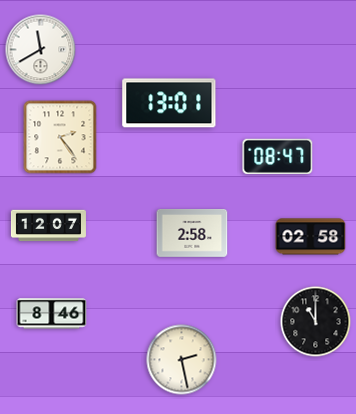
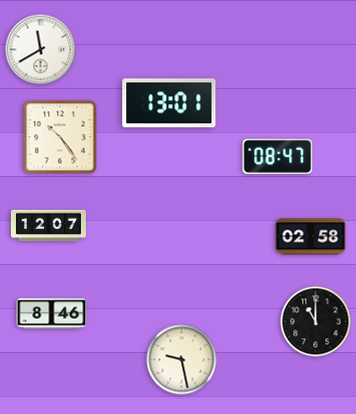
clock at (60, 137): 2:24 -> 10:24
clock at (192, 234): 2:58 -> none
clock at (182, 360): 2:28 -> 9:28
